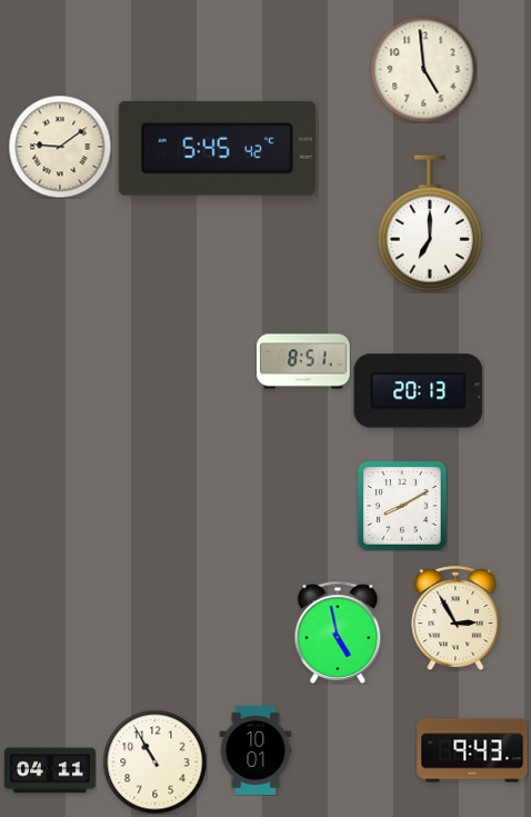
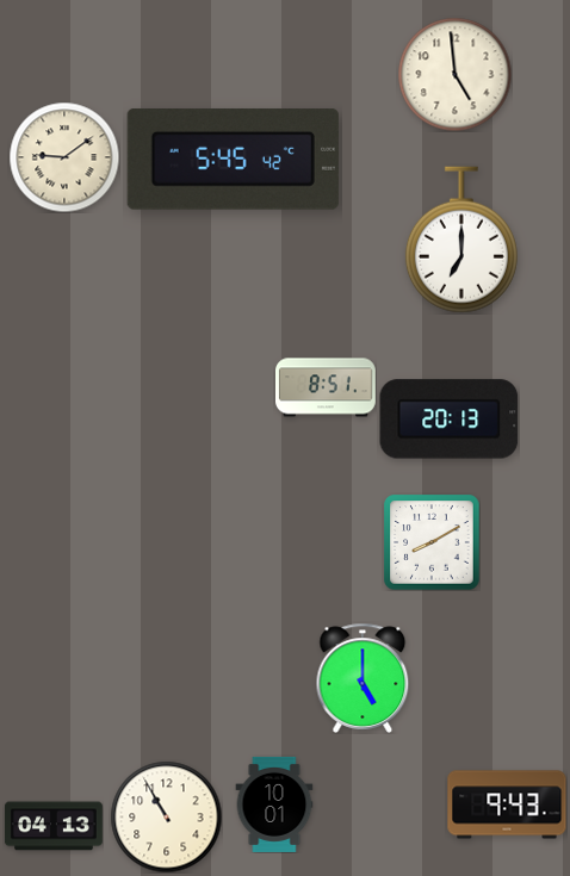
clock at (455, 618): 2:55 -> none
clock at (338, 632): 4:58 -> 5:00
clock at (50, 770): 04:11 -> 04:13
